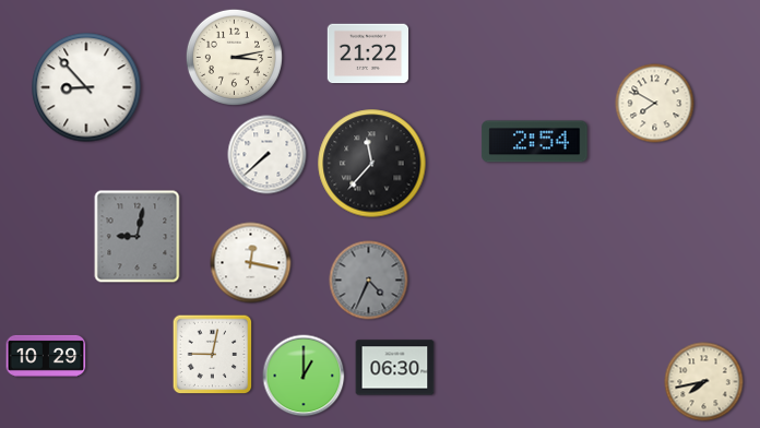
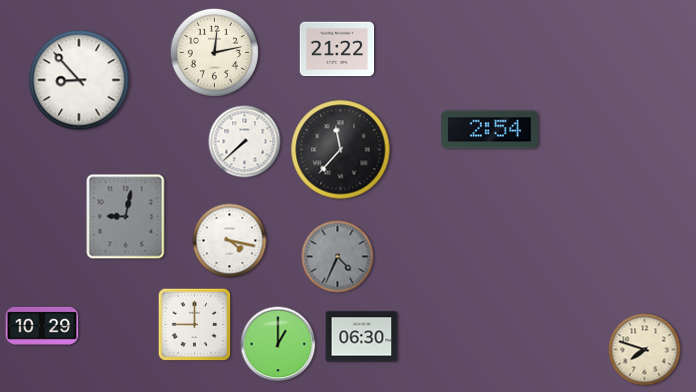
clock at (234, 57): 3:13 -> 12:13
clock at (655, 104): 7:50 -> none
clock at (251, 263): 12:17 -> 4:17
clock at (213, 355): 9:02 -> 9:00
clock at (704, 382): 7:43 -> 7:48
